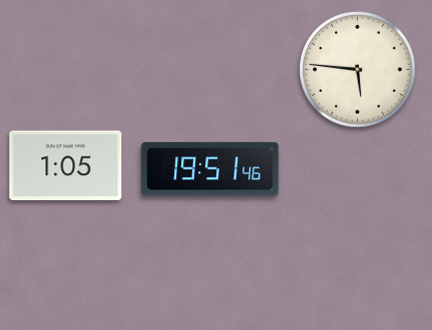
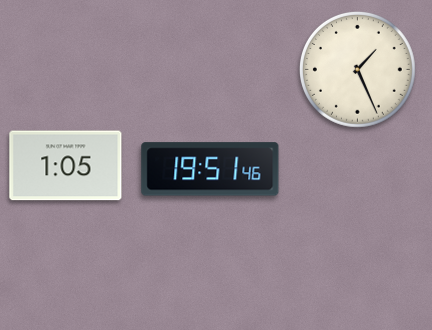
clock at (357, 69): 5:46 -> 1:26
